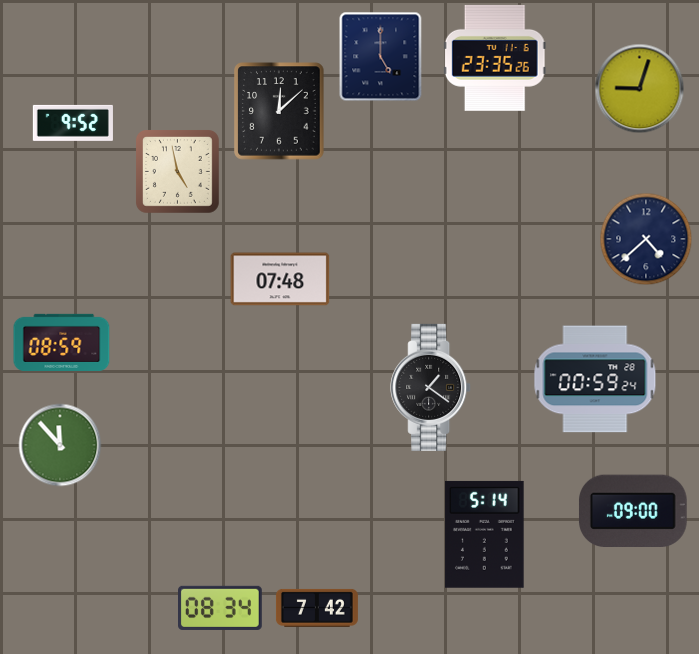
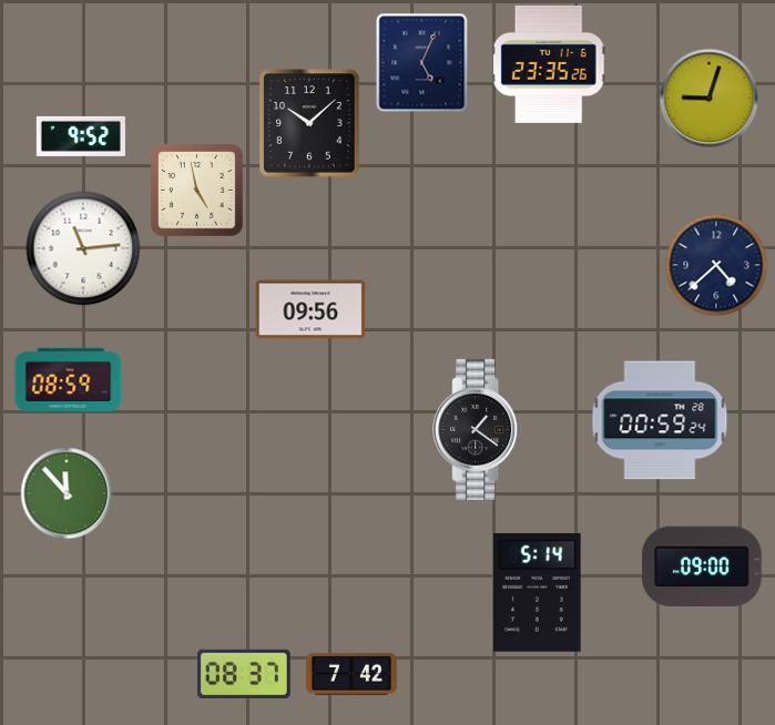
clock at (381, 57): 5:00 -> 5:04
clock at (279, 111): 12:08 -> 10:08
clock at (83, 248): none -> 11:14
clock at (280, 279): 07:48 -> 09:56
clock at (221, 608): 08:34 -> 08:37
